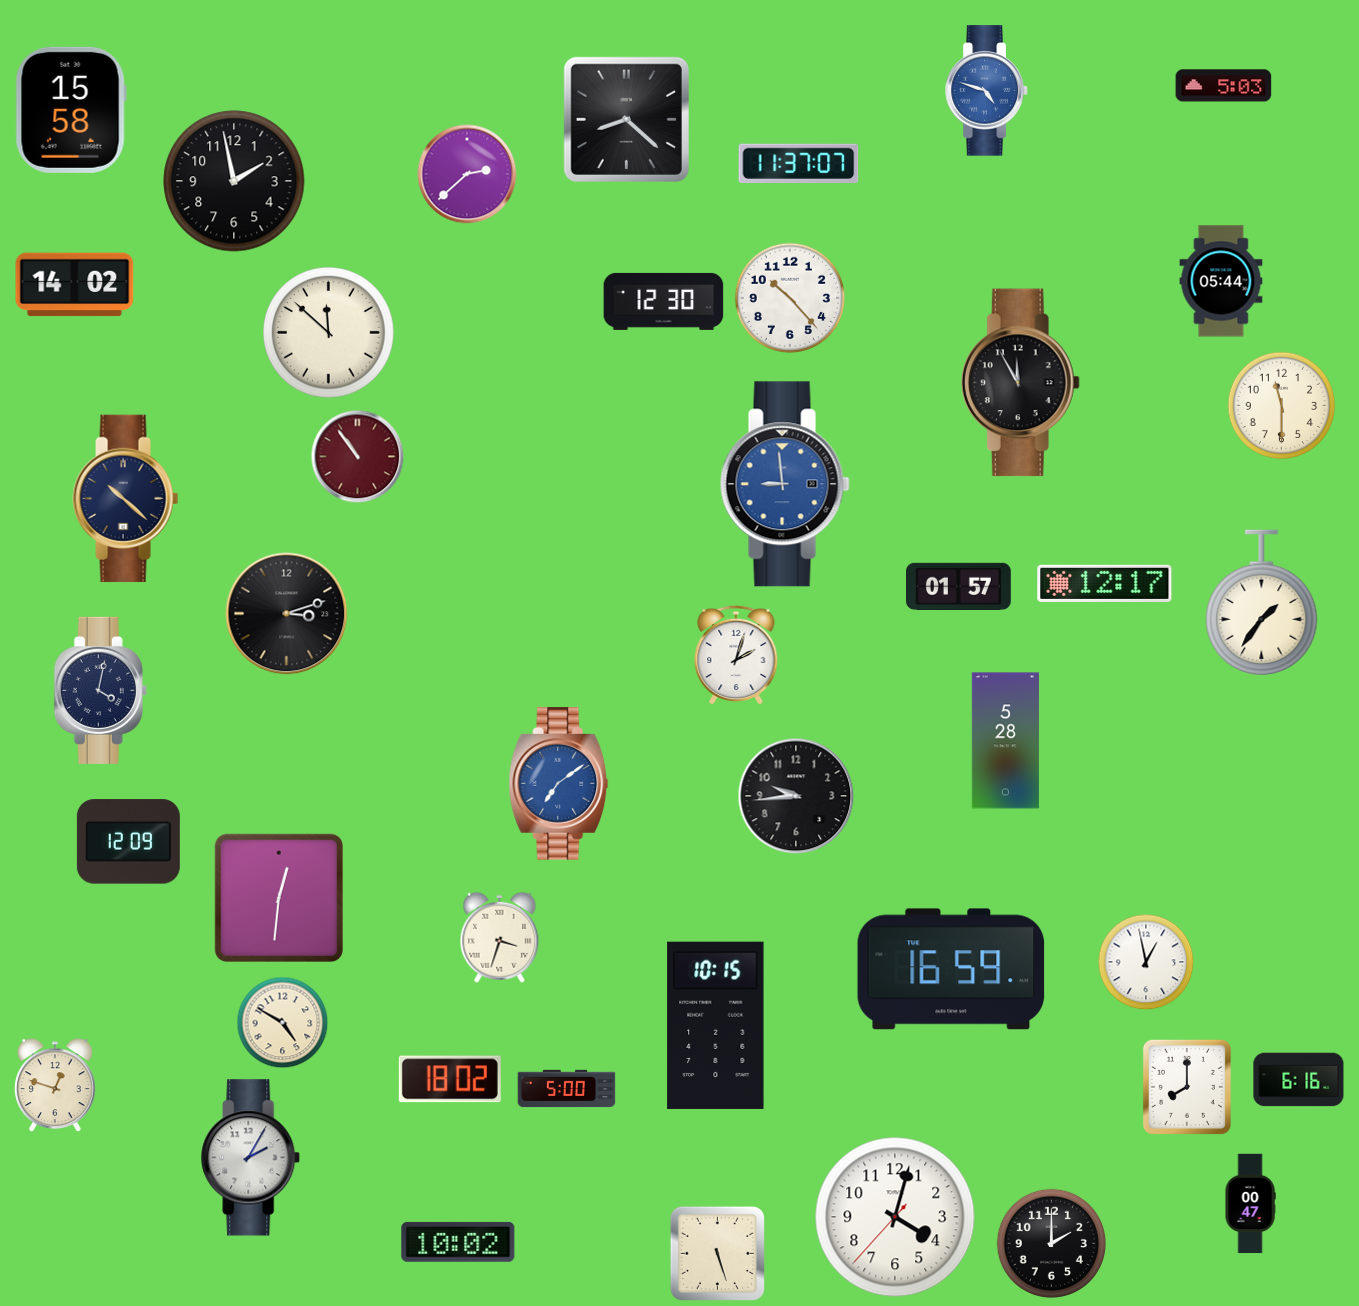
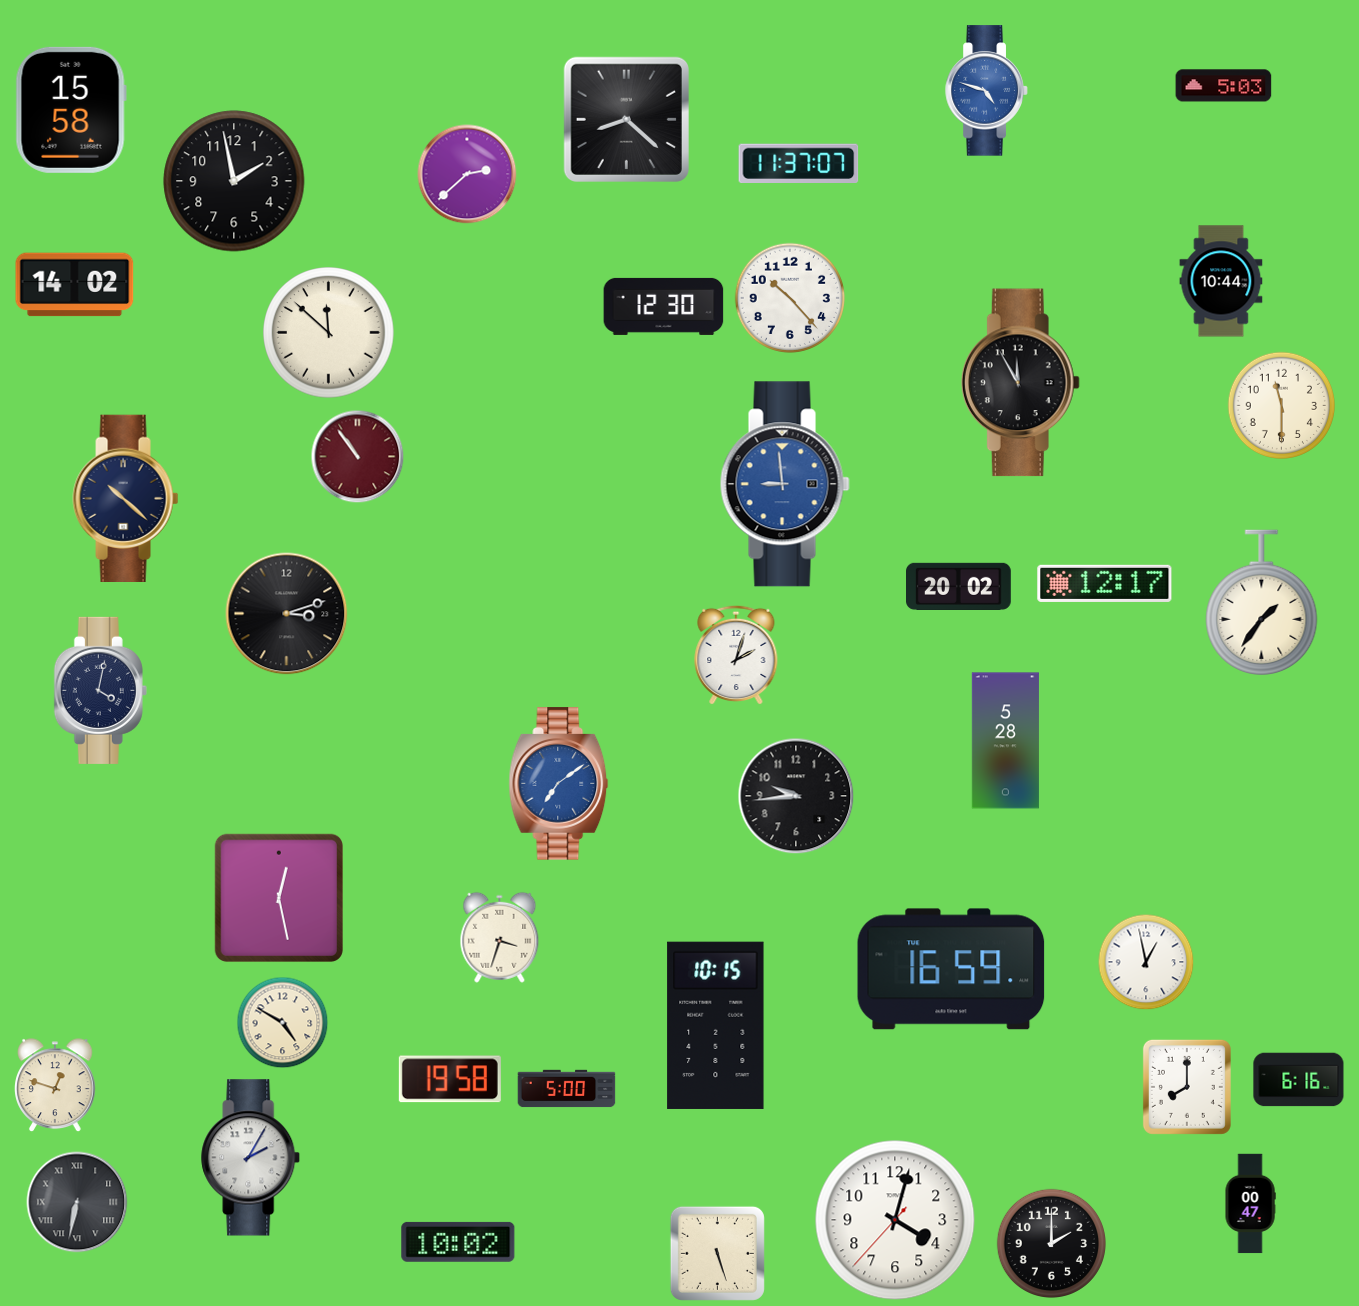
clock at (1221, 281): 05:44 -> 10:44
clock at (664, 301) position: (664, 301) -> (664, 306)
clock at (959, 586): 01:57 -> 20:02
clock at (128, 842): 12:09 -> none
clock at (279, 898): 12:31 -> 12:28
clock at (450, 1079): 18:02 -> 19:58
clock at (77, 1202): none -> 6:32
clock at (895, 1217) position: (895, 1217) -> (895, 1220)
